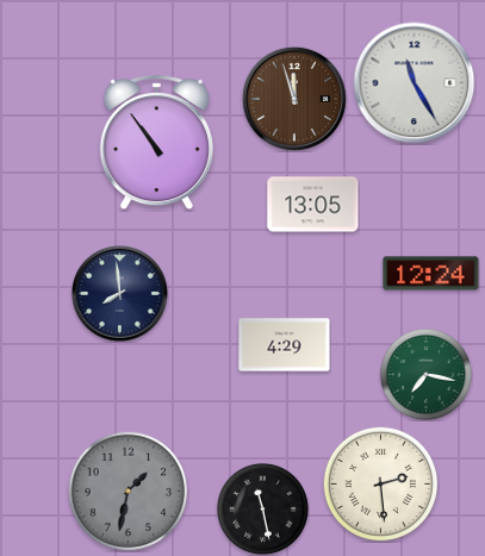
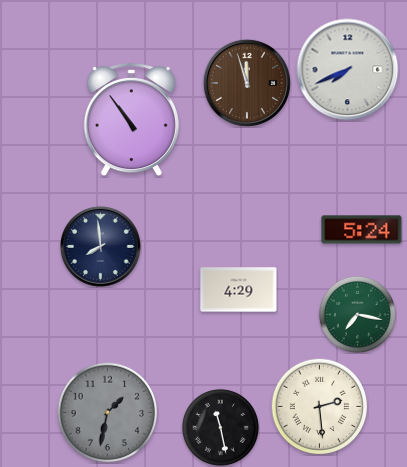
clock at (415, 83): 11:25 -> 7:41
clock at (313, 205): 13:05 -> none
clock at (431, 274): 12:24 -> 5:24
